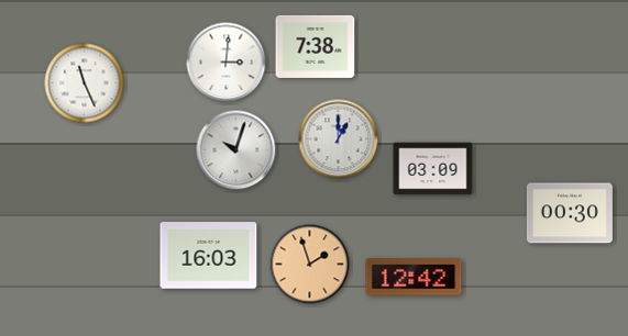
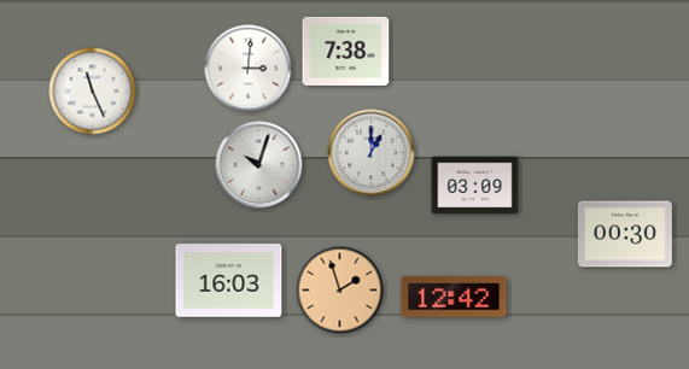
clock at (414, 277) position: (414, 277) -> (454, 297)
